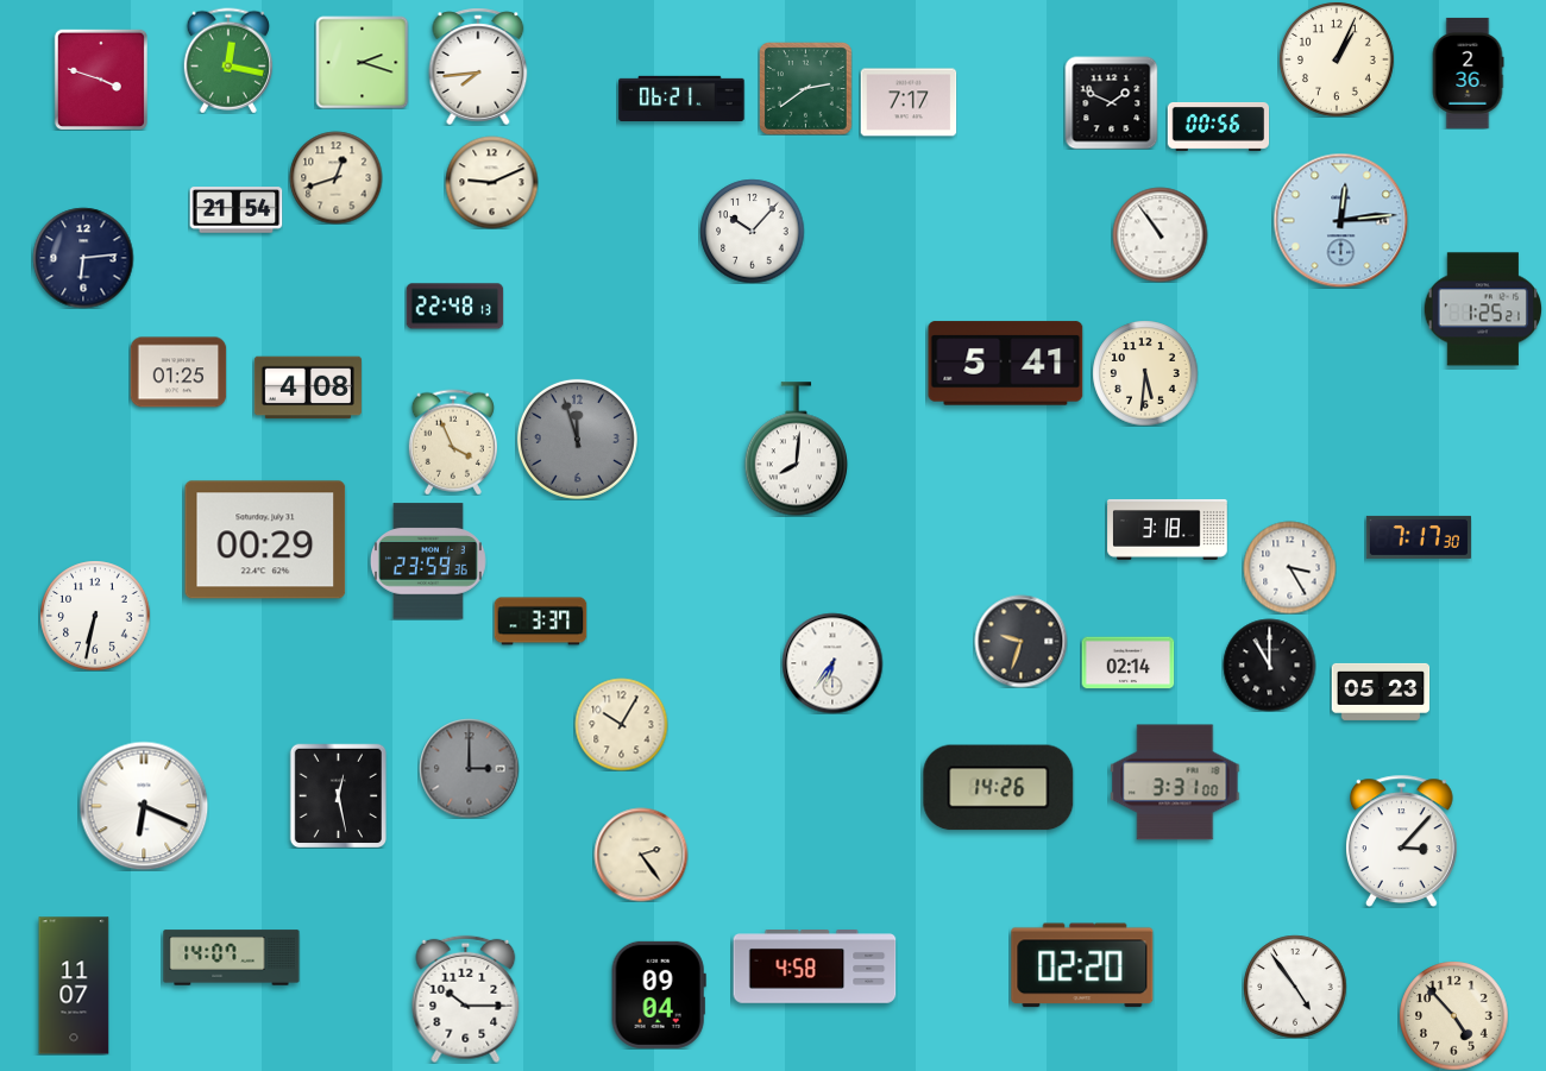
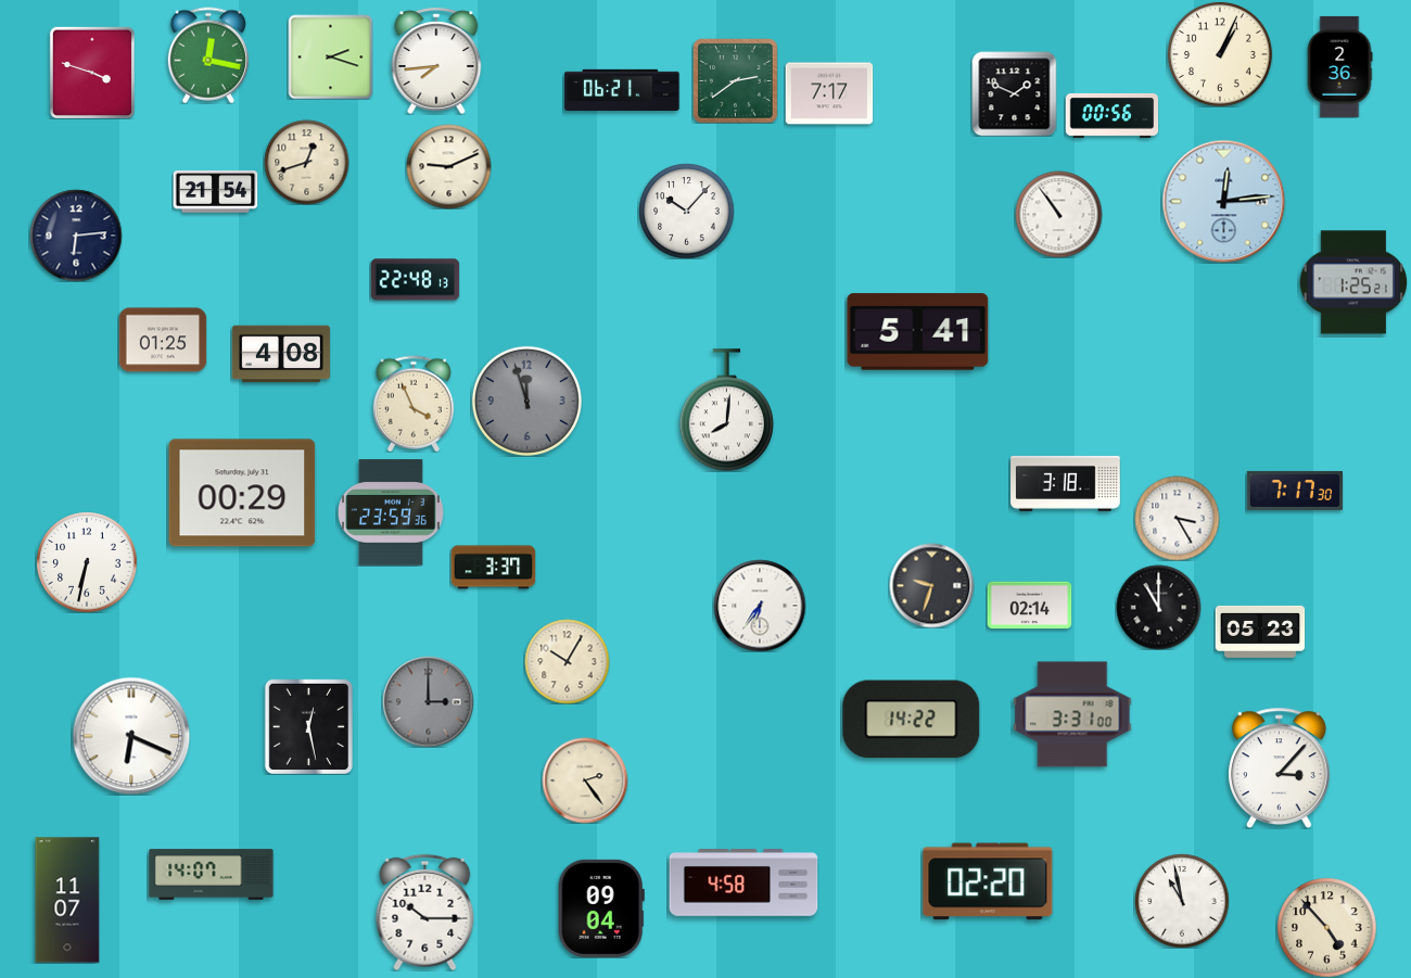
clock at (1145, 373): 5:31 -> none
clock at (999, 788): 14:26 -> 14:22
clock at (1295, 987): 4:54 -> 10:58
